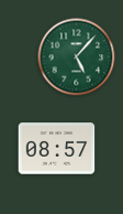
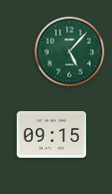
clock at (57, 149): 08:57 -> 09:15
